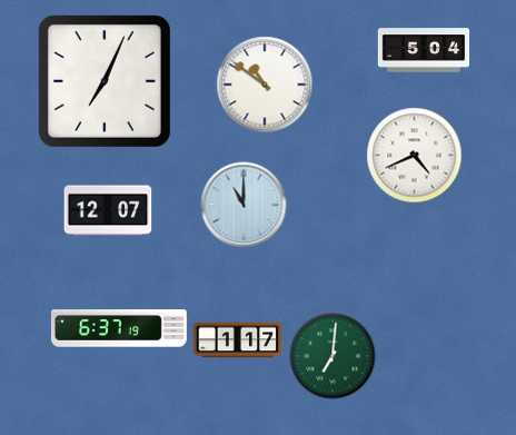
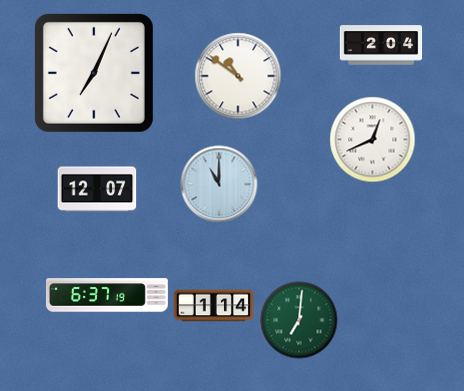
clock at (424, 50): 5:04 -> 2:04
clock at (415, 156): 4:41 -> 12:41
clock at (238, 340): 1:17 -> 1:14
